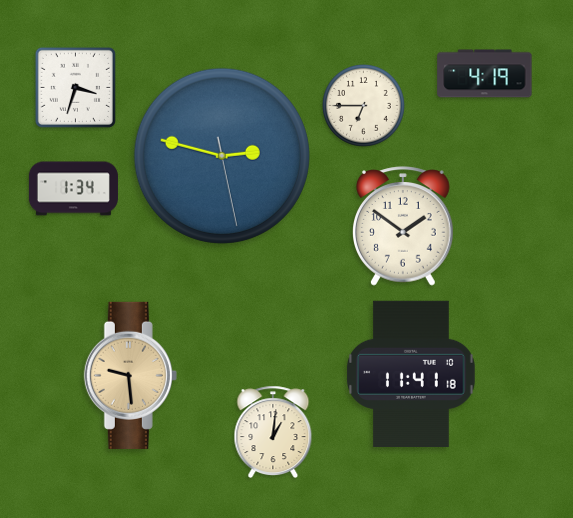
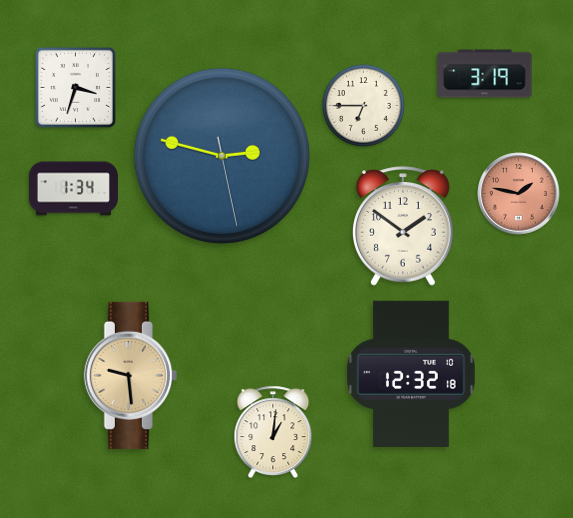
clock at (485, 74): 4:19 -> 3:19
clock at (519, 194): none -> 1:47
clock at (411, 373): 11:41 -> 12:32
